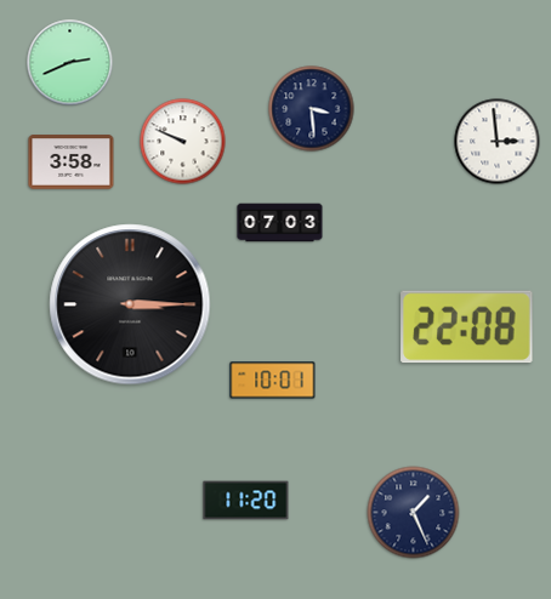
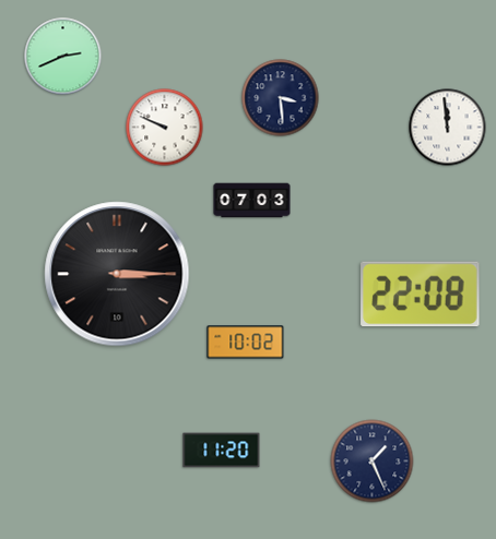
clock at (498, 142): 2:59 -> 11:59
clock at (72, 162): 3:58 -> none
clock at (273, 381): 10:01 -> 10:02
